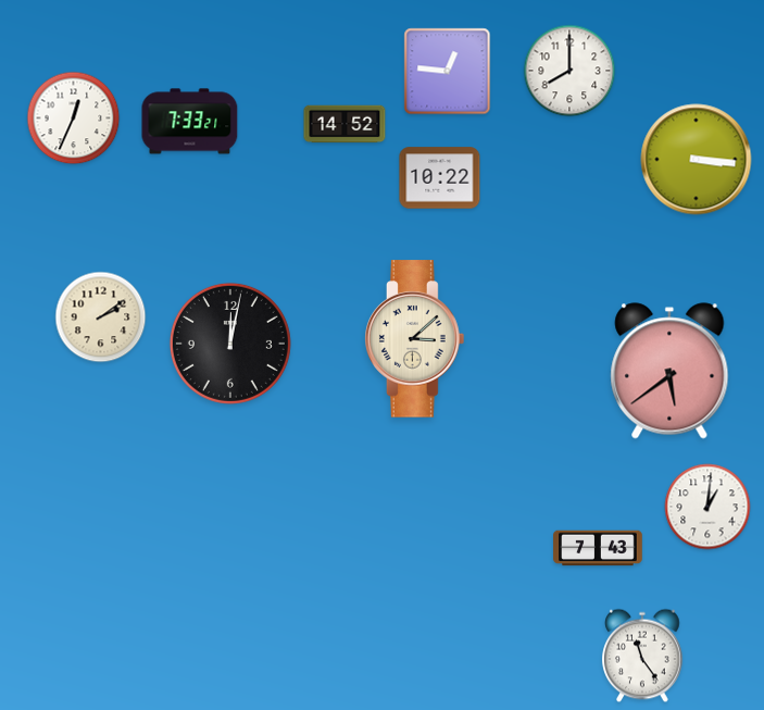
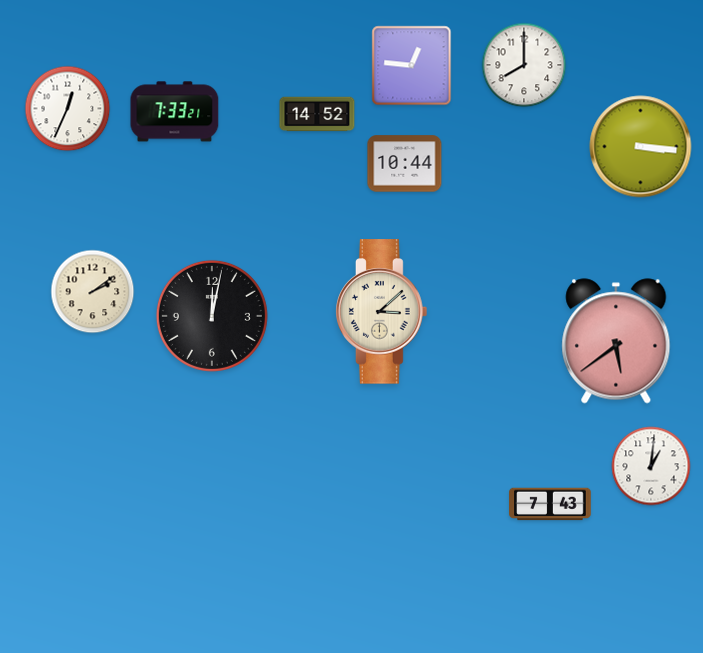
clock at (440, 178): 10:22 -> 10:44
clock at (642, 656): 11:24 -> none
